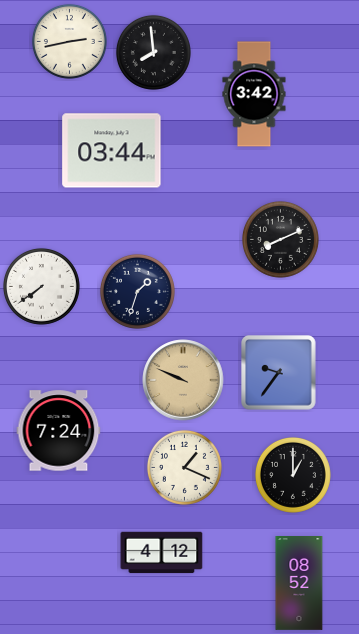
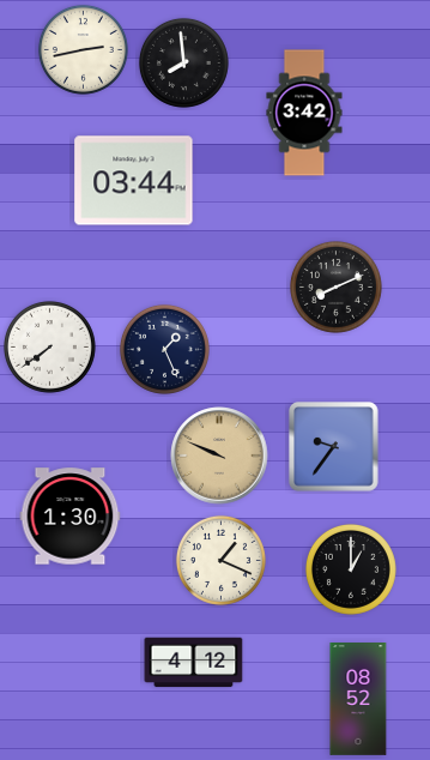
clock at (41, 286) position: (41, 286) -> (49, 346)
clock at (137, 291): 1:33 -> 1:26
clock at (59, 431): 7:24 -> 1:30
